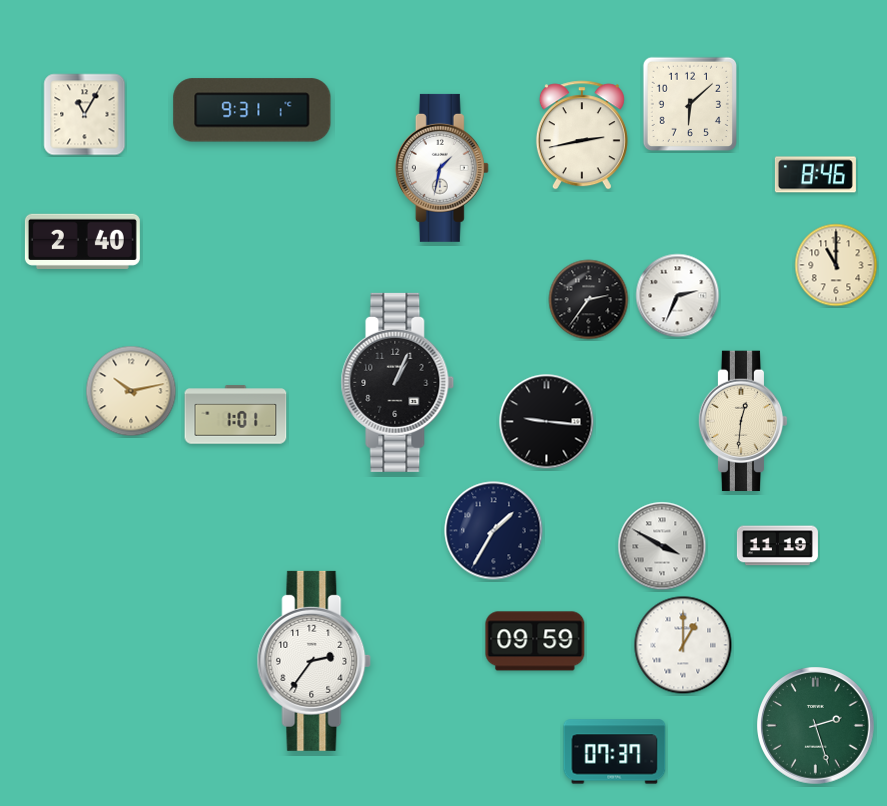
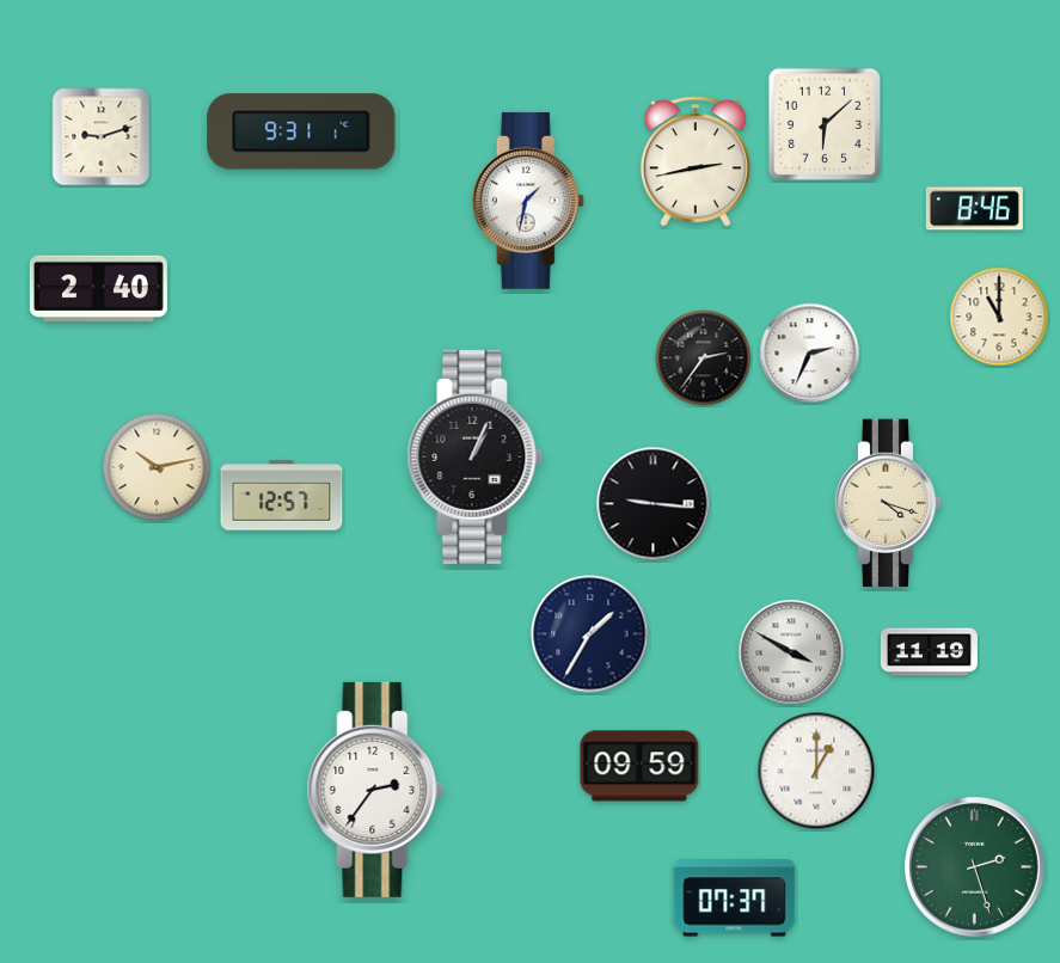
clock at (85, 115): 11:05 -> 9:12
clock at (236, 415): 1:01 -> 12:57
clock at (743, 421): 12:31 -> 4:18
